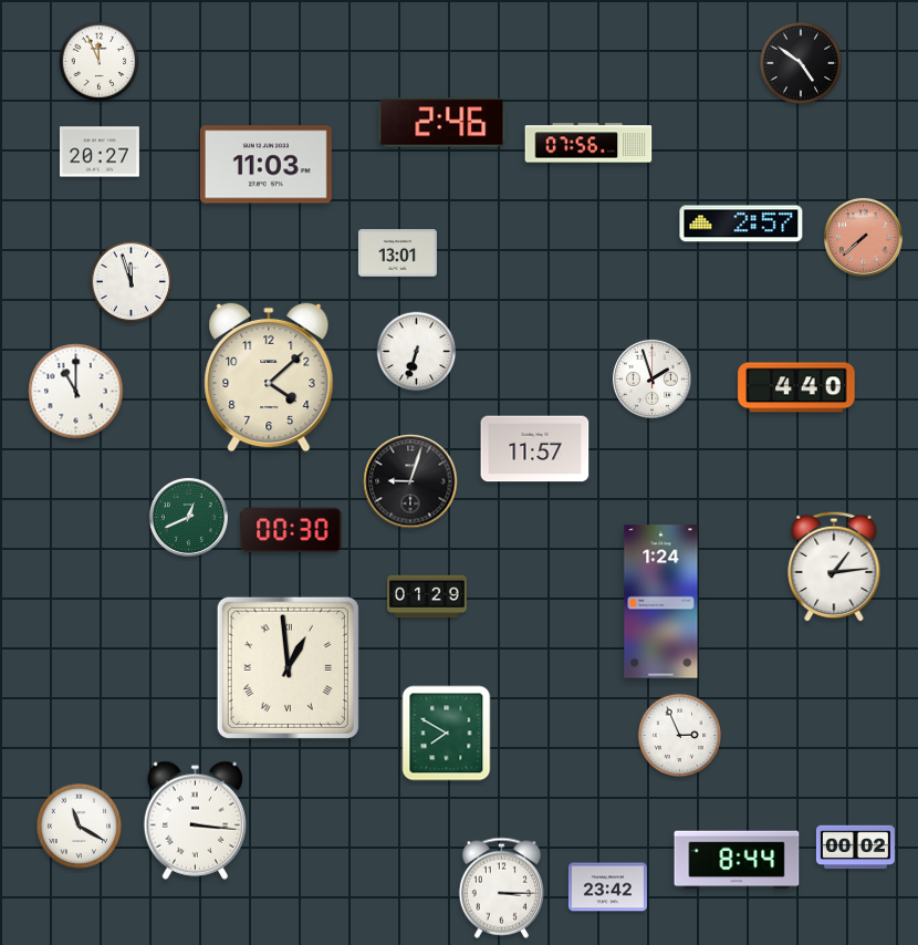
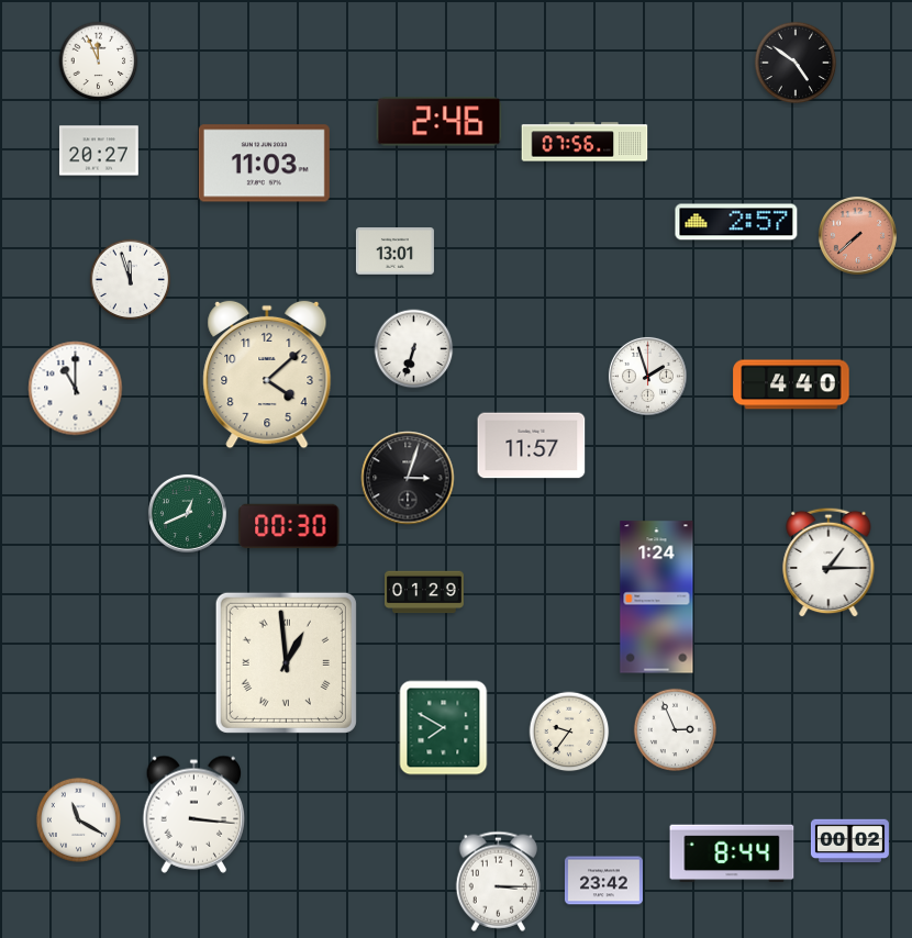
clock at (410, 481): 9:03 -> 3:03
clock at (834, 567): 1:14 -> 1:15
clock at (569, 732): none -> 9:36
